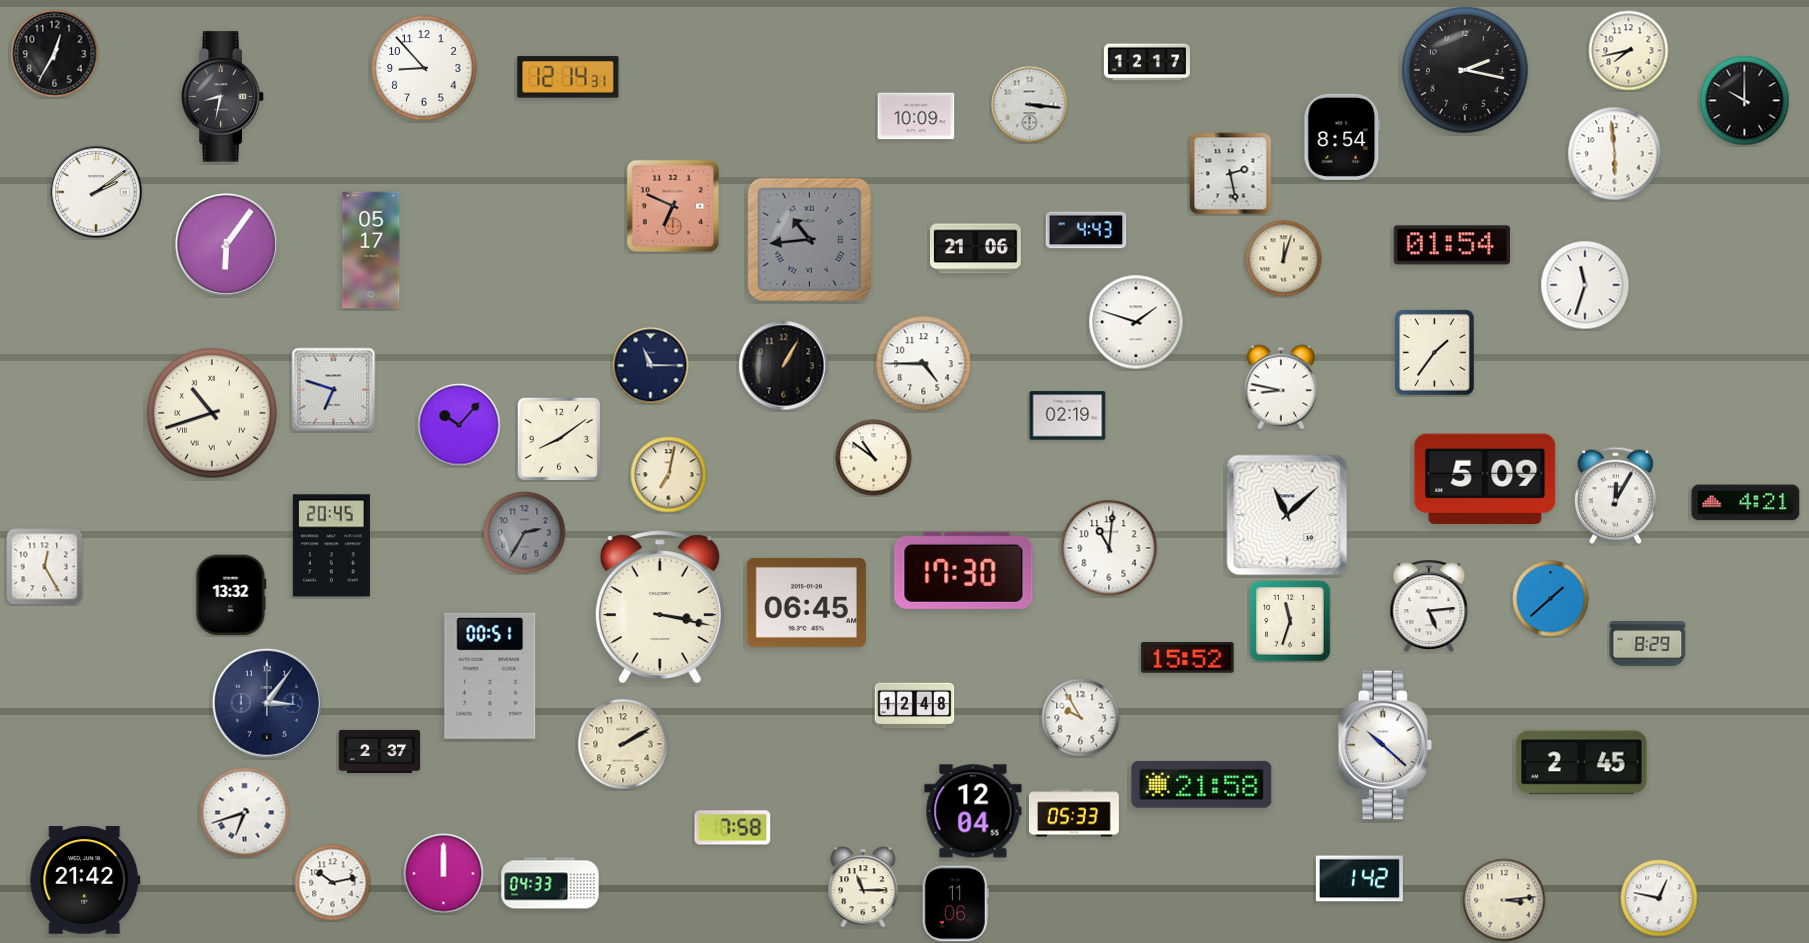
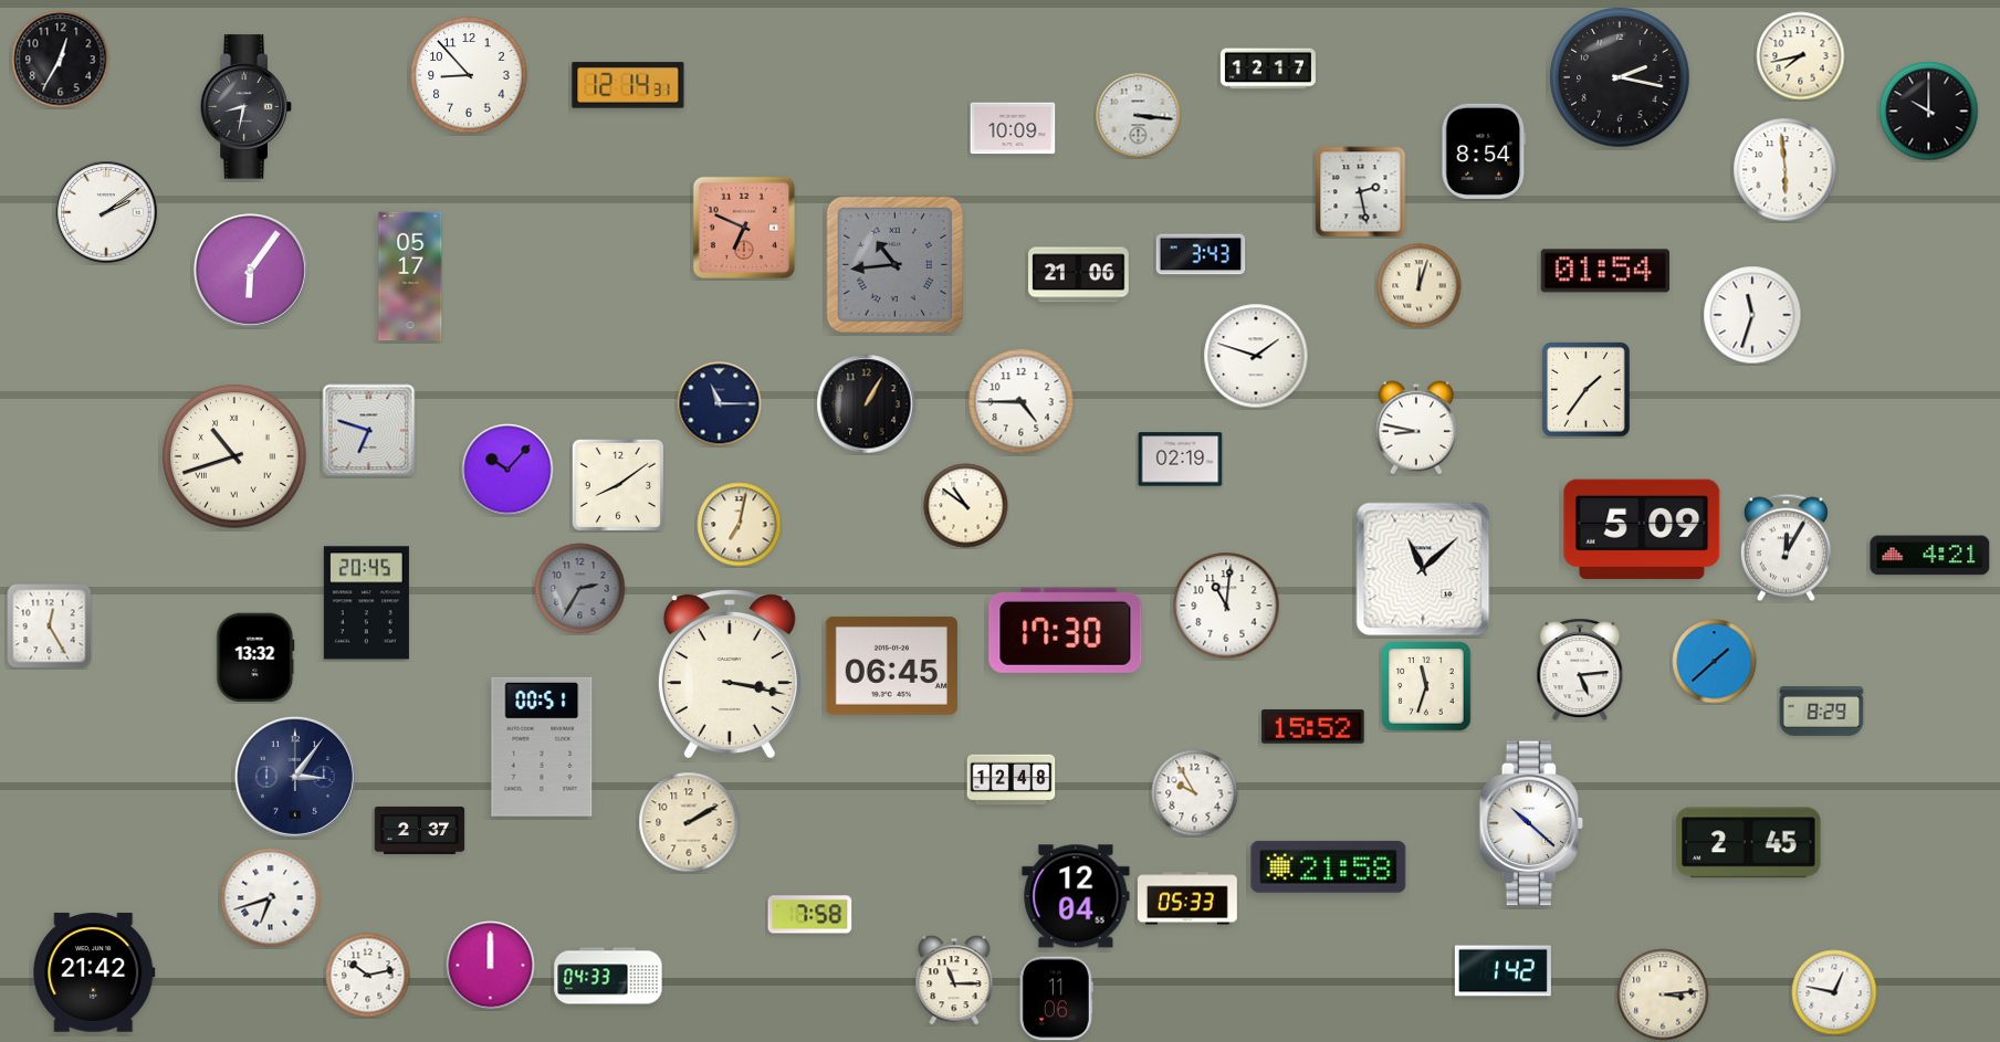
clock at (1086, 230): 4:43 -> 3:43
clock at (660, 606) position: (660, 606) -> (730, 673)
